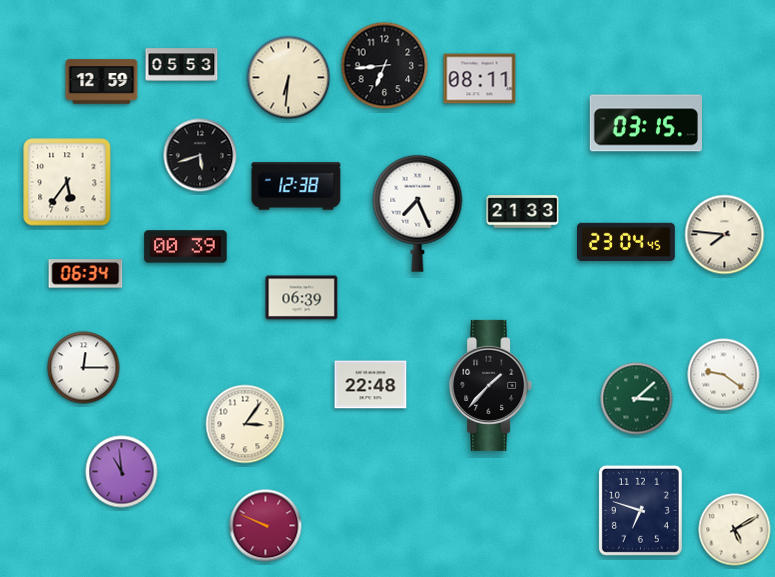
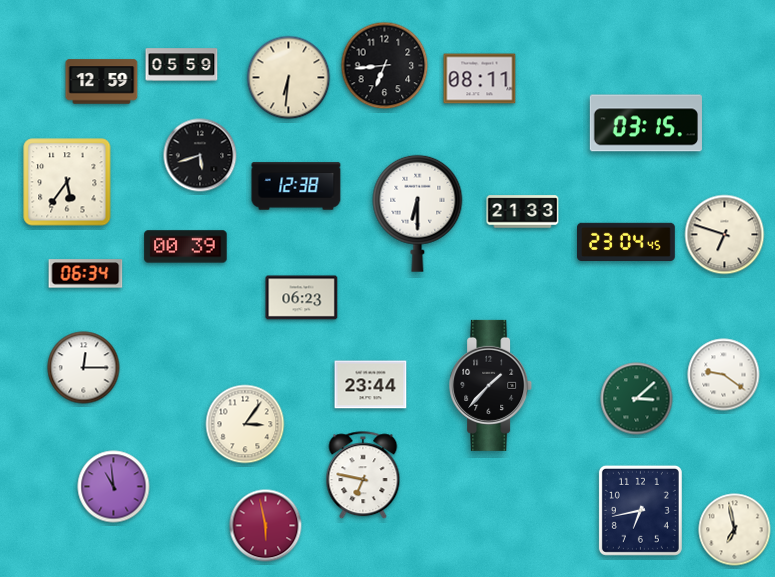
clock at (182, 65): 05:53 -> 05:59
clock at (418, 213): 7:26 -> 6:30
clock at (725, 235): 7:46 -> 6:48
clock at (302, 298): 06:39 -> 06:23
clock at (371, 385): 22:48 -> 23:44
clock at (122, 472) position: (122, 472) -> (114, 487)
clock at (363, 476): none -> 6:47
clock at (640, 510): 6:48 -> 6:43
clock at (266, 526): 9:49 -> 5:58
clock at (735, 530): 5:10 -> 6:58
